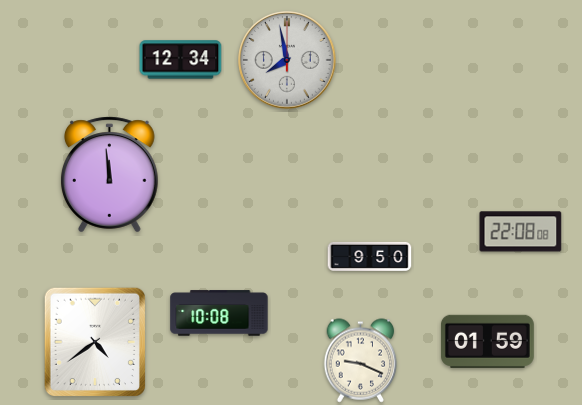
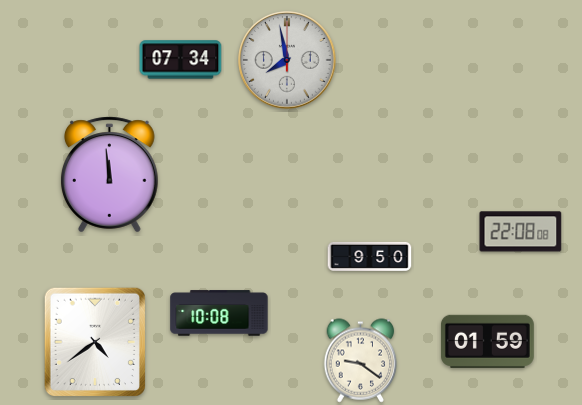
clock at (181, 60): 12:34 -> 07:34
clock at (361, 361): 9:19 -> 9:21
